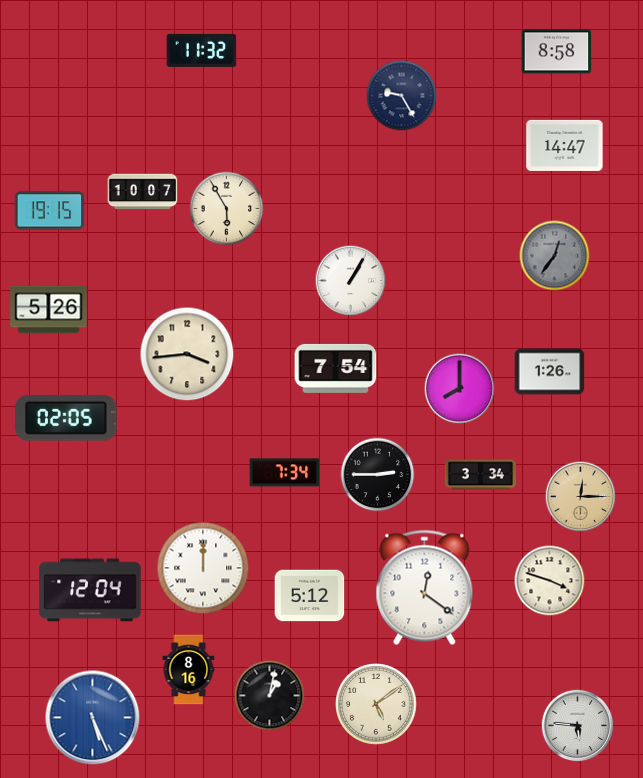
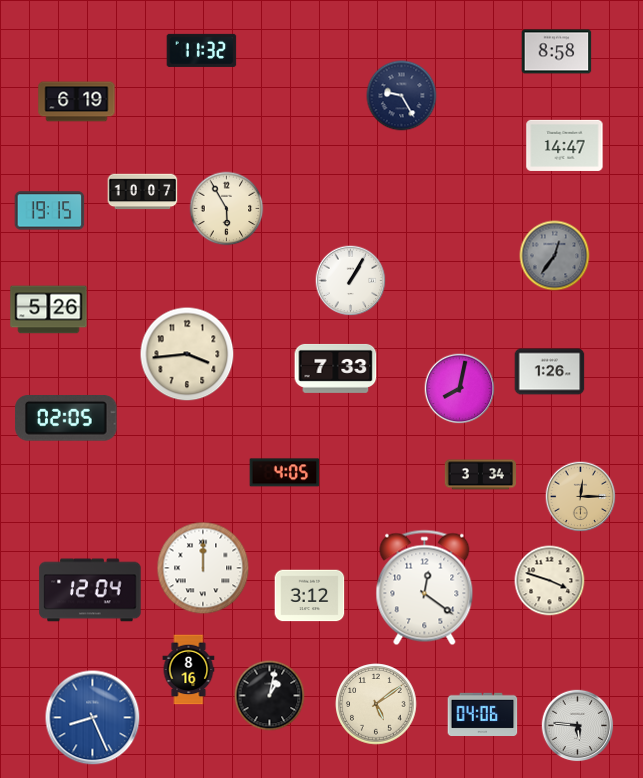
clock at (77, 102): none -> 6:19
clock at (336, 368): 7:54 -> 7:33
clock at (460, 389): 8:00 -> 8:02
clock at (285, 473): 7:34 -> 4:05
clock at (378, 475): 2:45 -> none
clock at (310, 596): 5:12 -> 3:12
clock at (483, 714): none -> 04:06
clock at (93, 718): 5:26 -> 8:26
